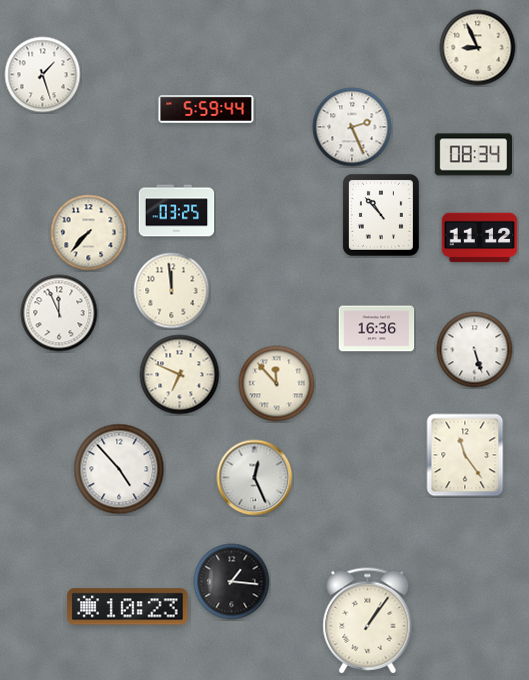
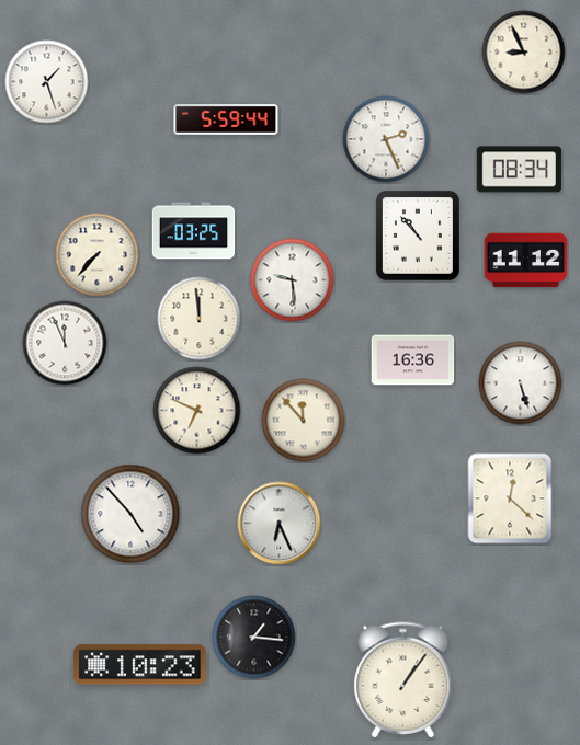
clock at (293, 280): none -> 9:29
clock at (172, 291) position: (172, 291) -> (200, 319)
clock at (465, 455): 11:24 -> 12:22
clock at (255, 478): 12:26 -> 6:26
